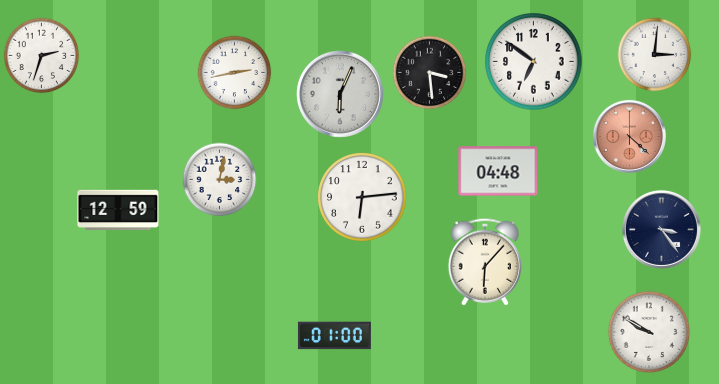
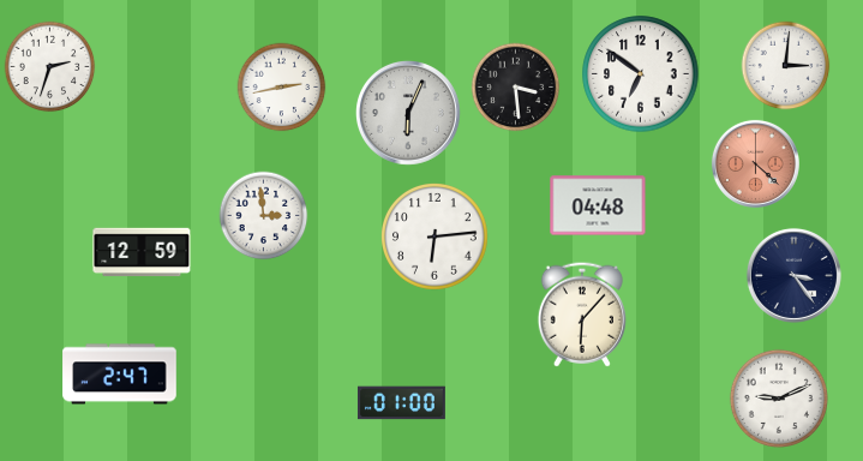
clock at (220, 180): 3:02 -> 2:59
clock at (120, 375): none -> 2:47
clock at (649, 332): 9:50 -> 9:11
